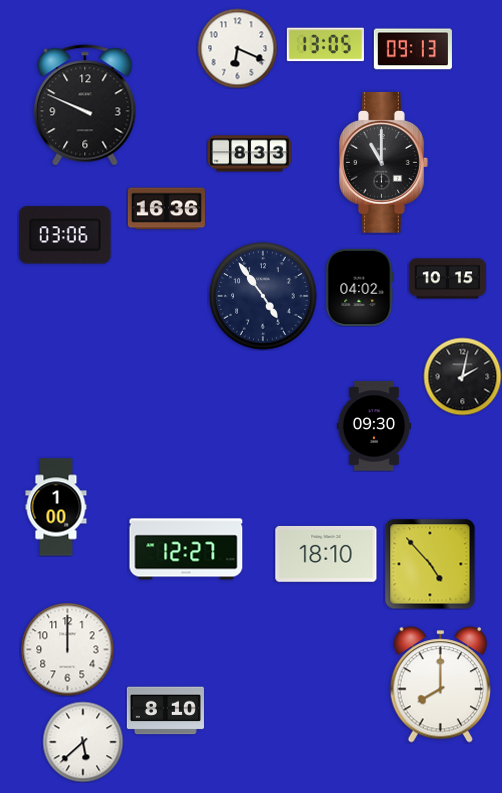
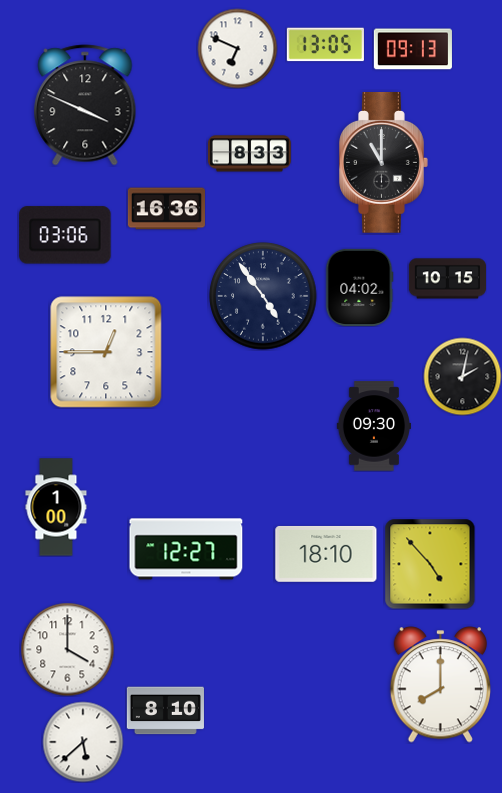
clock at (237, 48): 6:19 -> 6:49
clock at (85, 105): 9:49 -> 3:49
clock at (106, 352): none -> 12:45
clock at (67, 649): 12:00 -> 4:00
